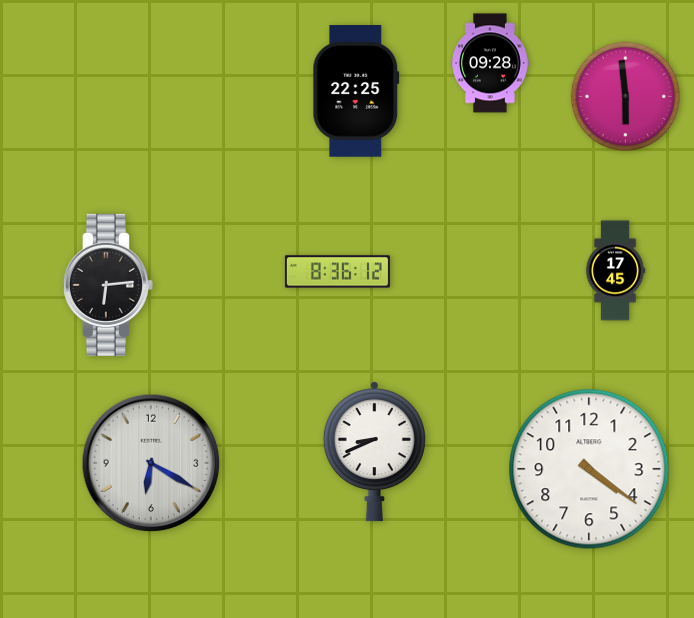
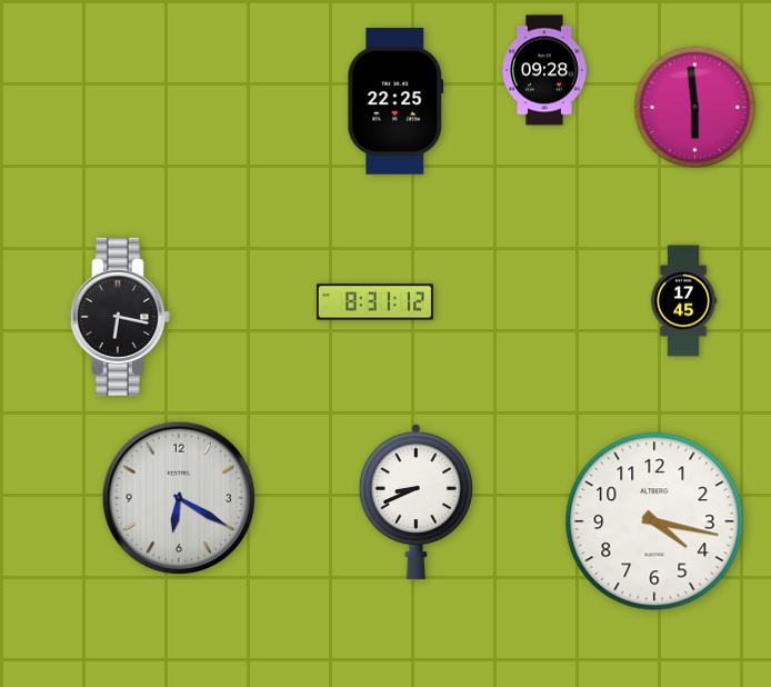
clock at (337, 272): 8:36 -> 8:31
clock at (108, 285): 6:14 -> 6:17
clock at (151, 463) position: (151, 463) -> (179, 498)
clock at (589, 469): 4:21 -> 4:17
